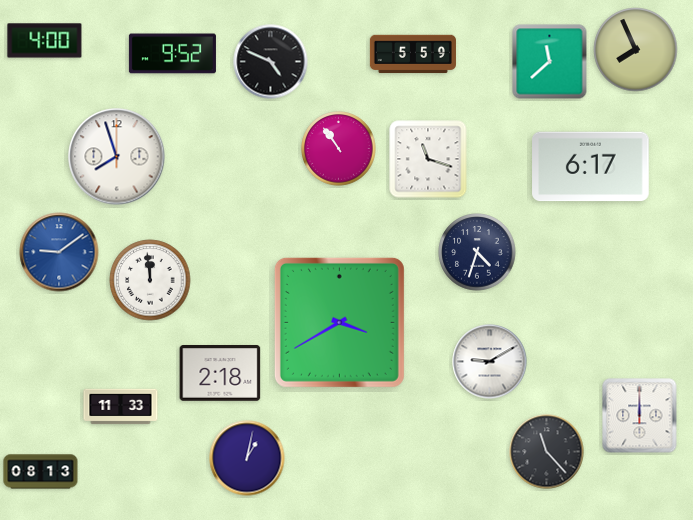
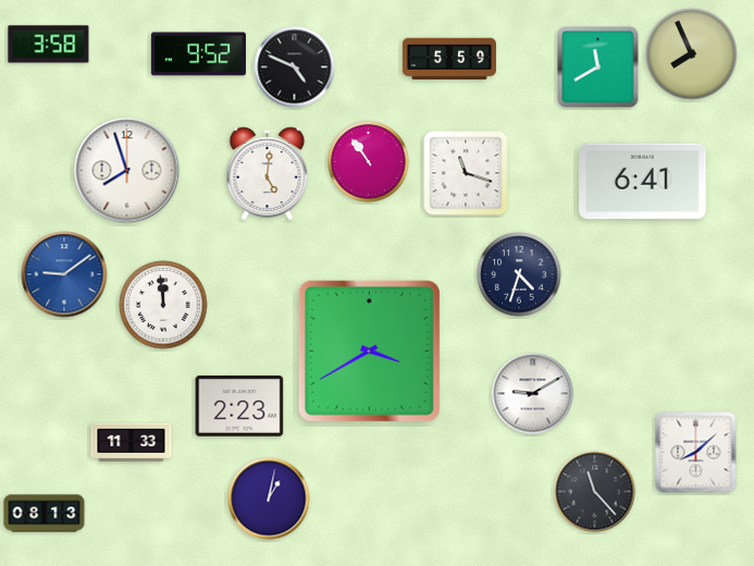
clock at (45, 41): 4:00 -> 3:58
clock at (172, 54) position: (172, 54) -> (198, 54)
clock at (550, 62): 11:38 -> 11:40
clock at (268, 174): none -> 5:01
clock at (591, 167): 6:17 -> 6:41
clock at (220, 373): 2:18 -> 2:23
clock at (640, 416): 12:00 -> 8:08
